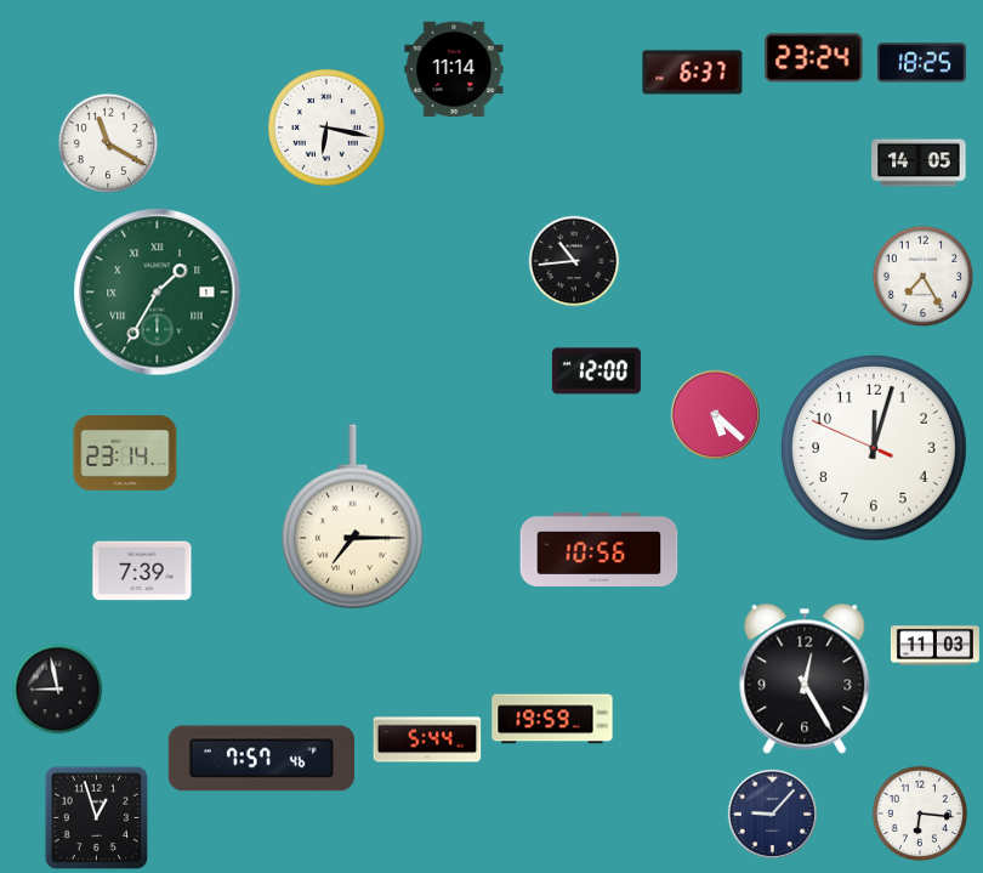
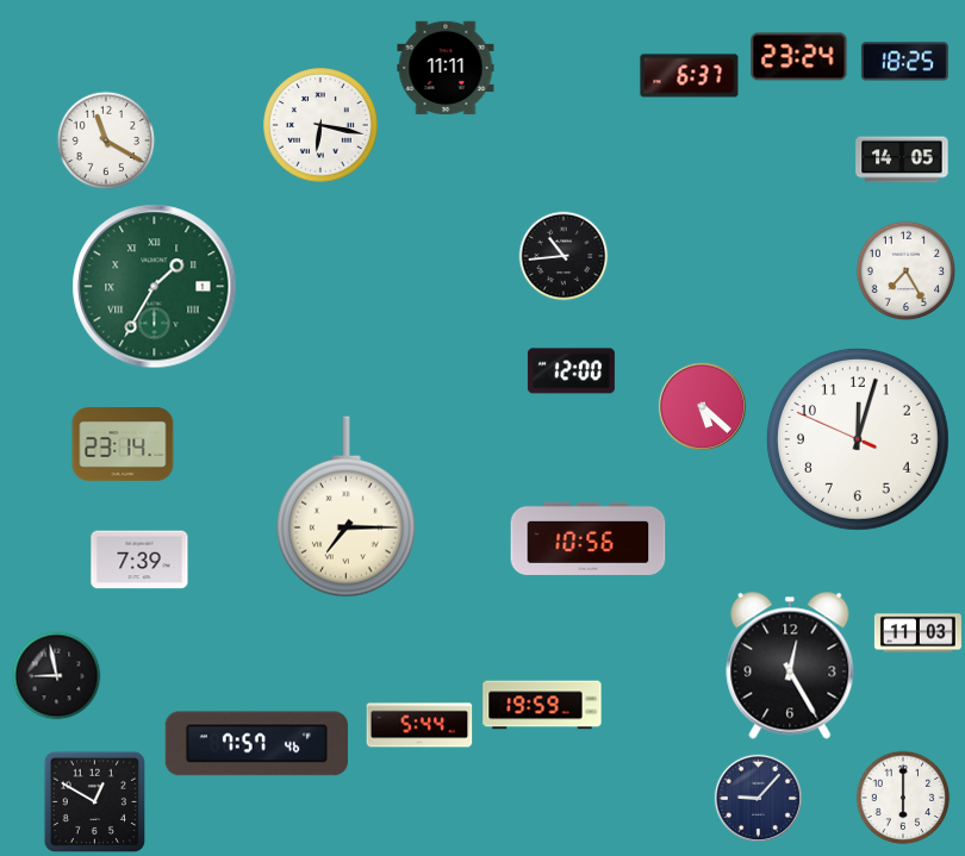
clock at (454, 69): 11:14 -> 11:11
clock at (693, 73) position: (693, 73) -> (690, 76)
clock at (596, 372) position: (596, 372) -> (571, 371)
clock at (920, 814): 6:16 -> 6:00
clock at (96, 817): 12:57 -> 12:50
